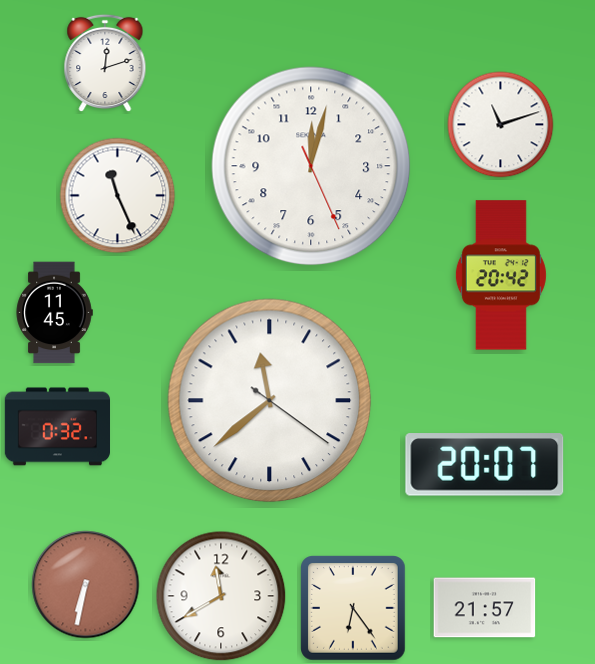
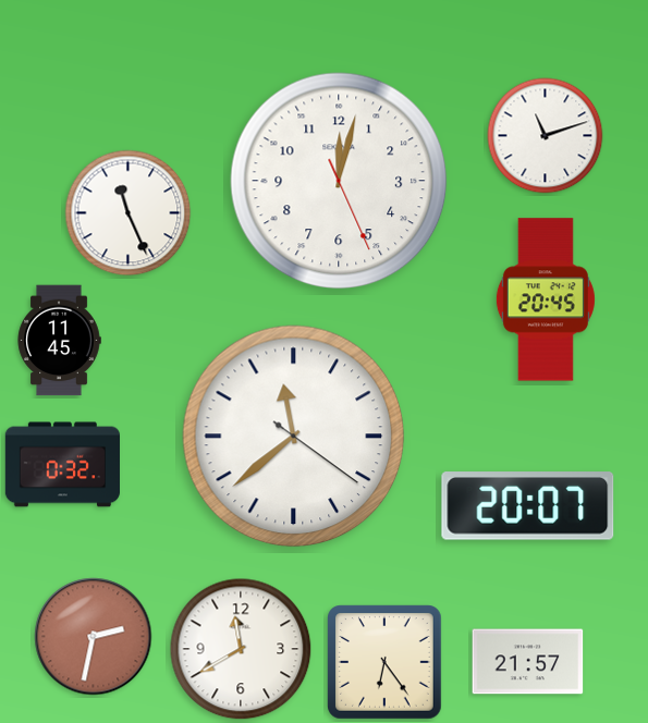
clock at (105, 63): 12:12 -> none
clock at (501, 275): 20:42 -> 20:45
clock at (86, 585): 6:32 -> 2:32
